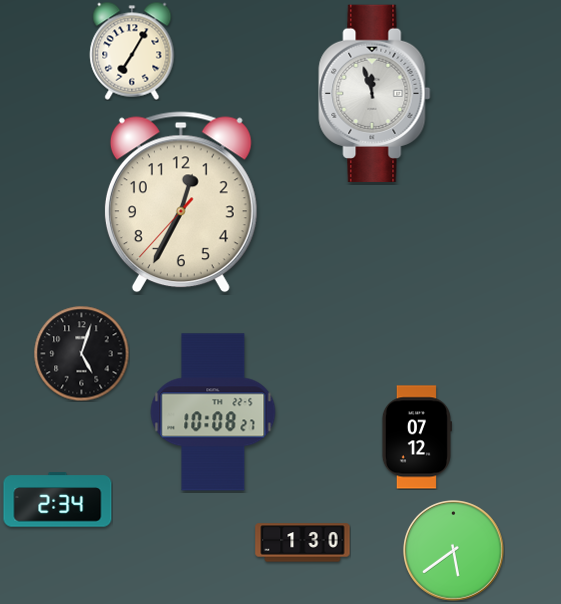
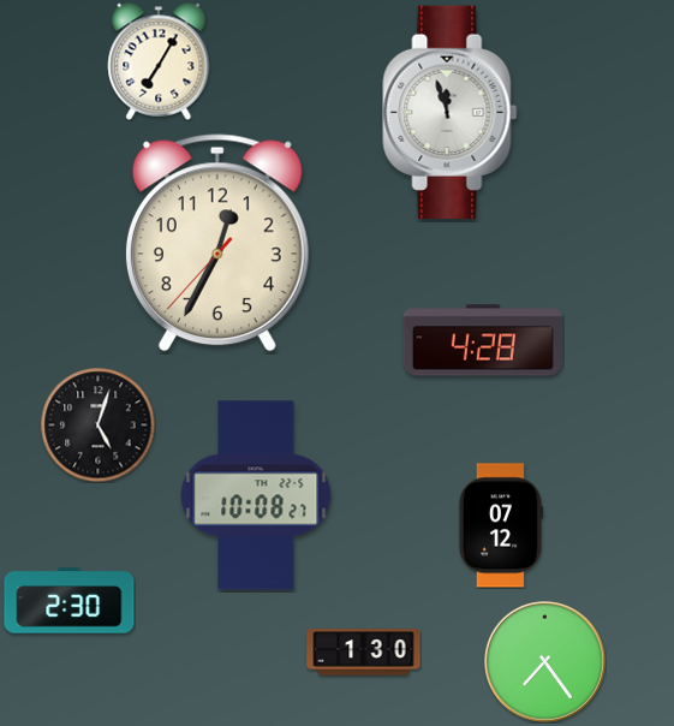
clock at (483, 340): none -> 4:28
clock at (58, 500): 2:34 -> 2:30
clock at (454, 551): 5:39 -> 7:24
